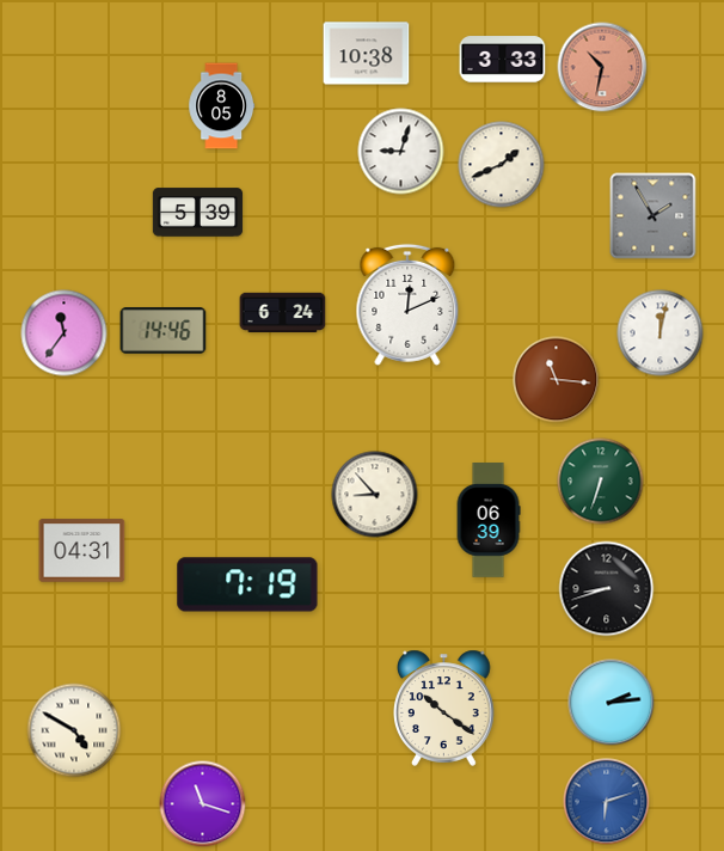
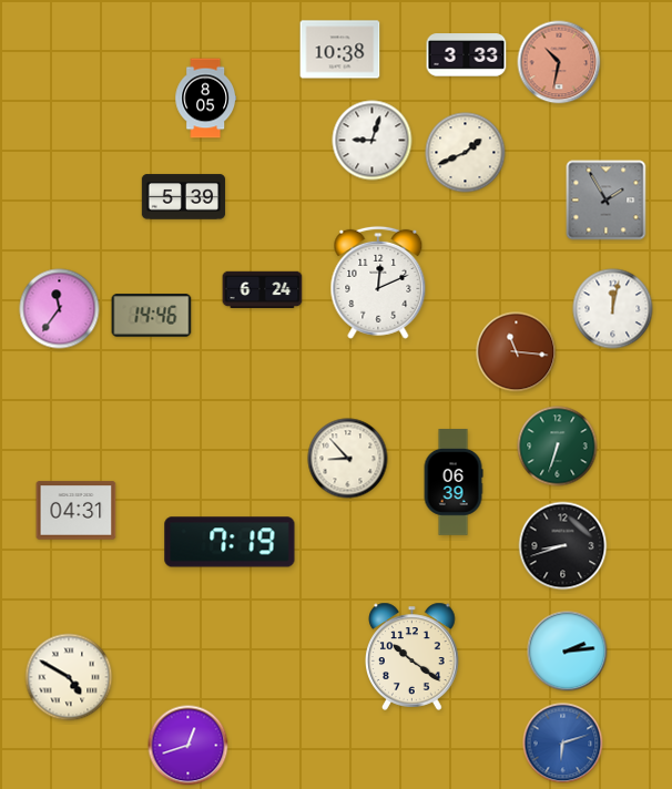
clock at (164, 331) position: (164, 331) -> (152, 316)
clock at (203, 804): 11:18 -> 12:42
